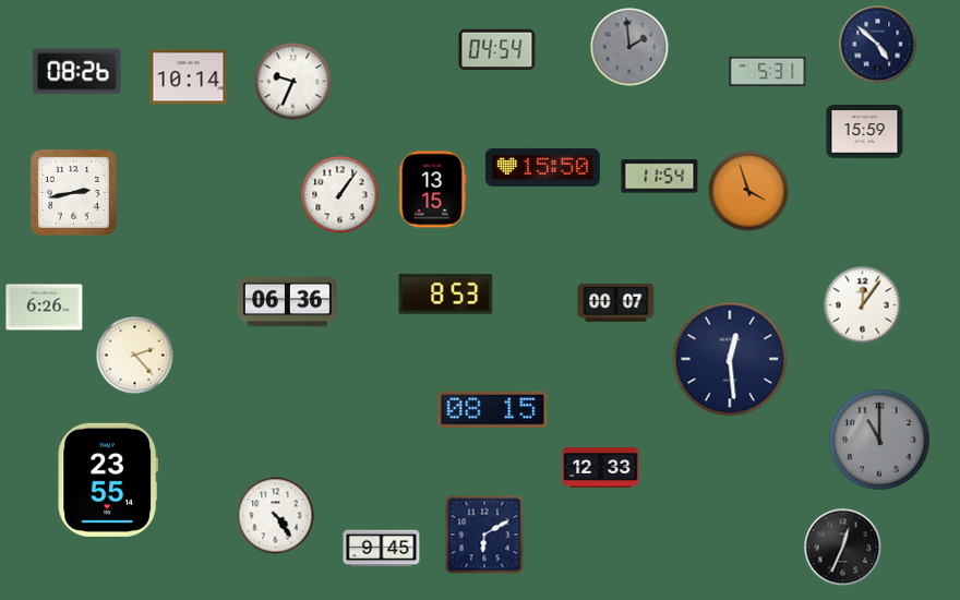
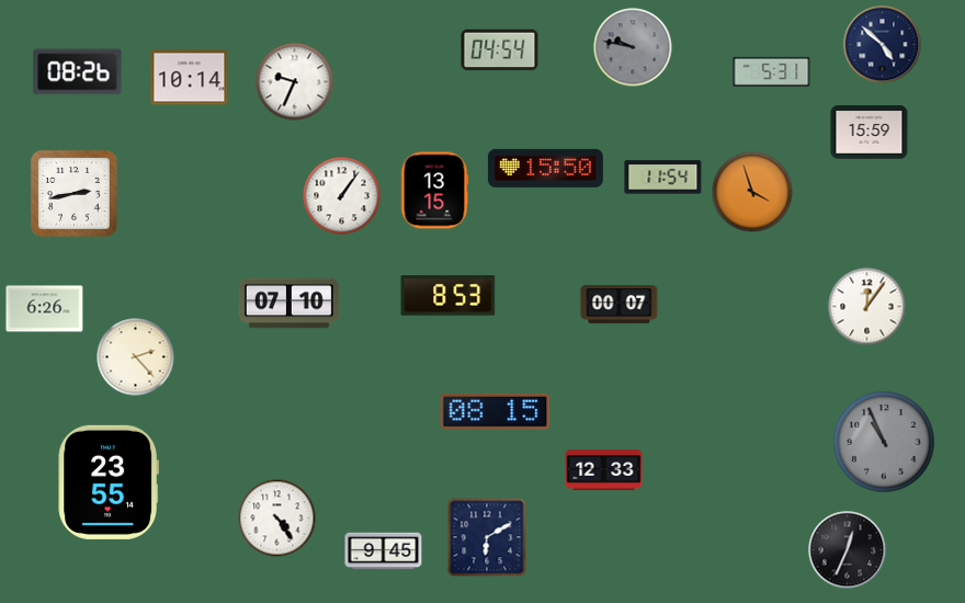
clock at (629, 47): 1:59 -> 9:47
clock at (287, 302): 06:36 -> 07:10
clock at (730, 359): 12:29 -> none
clock at (879, 440): 11:00 -> 10:56
